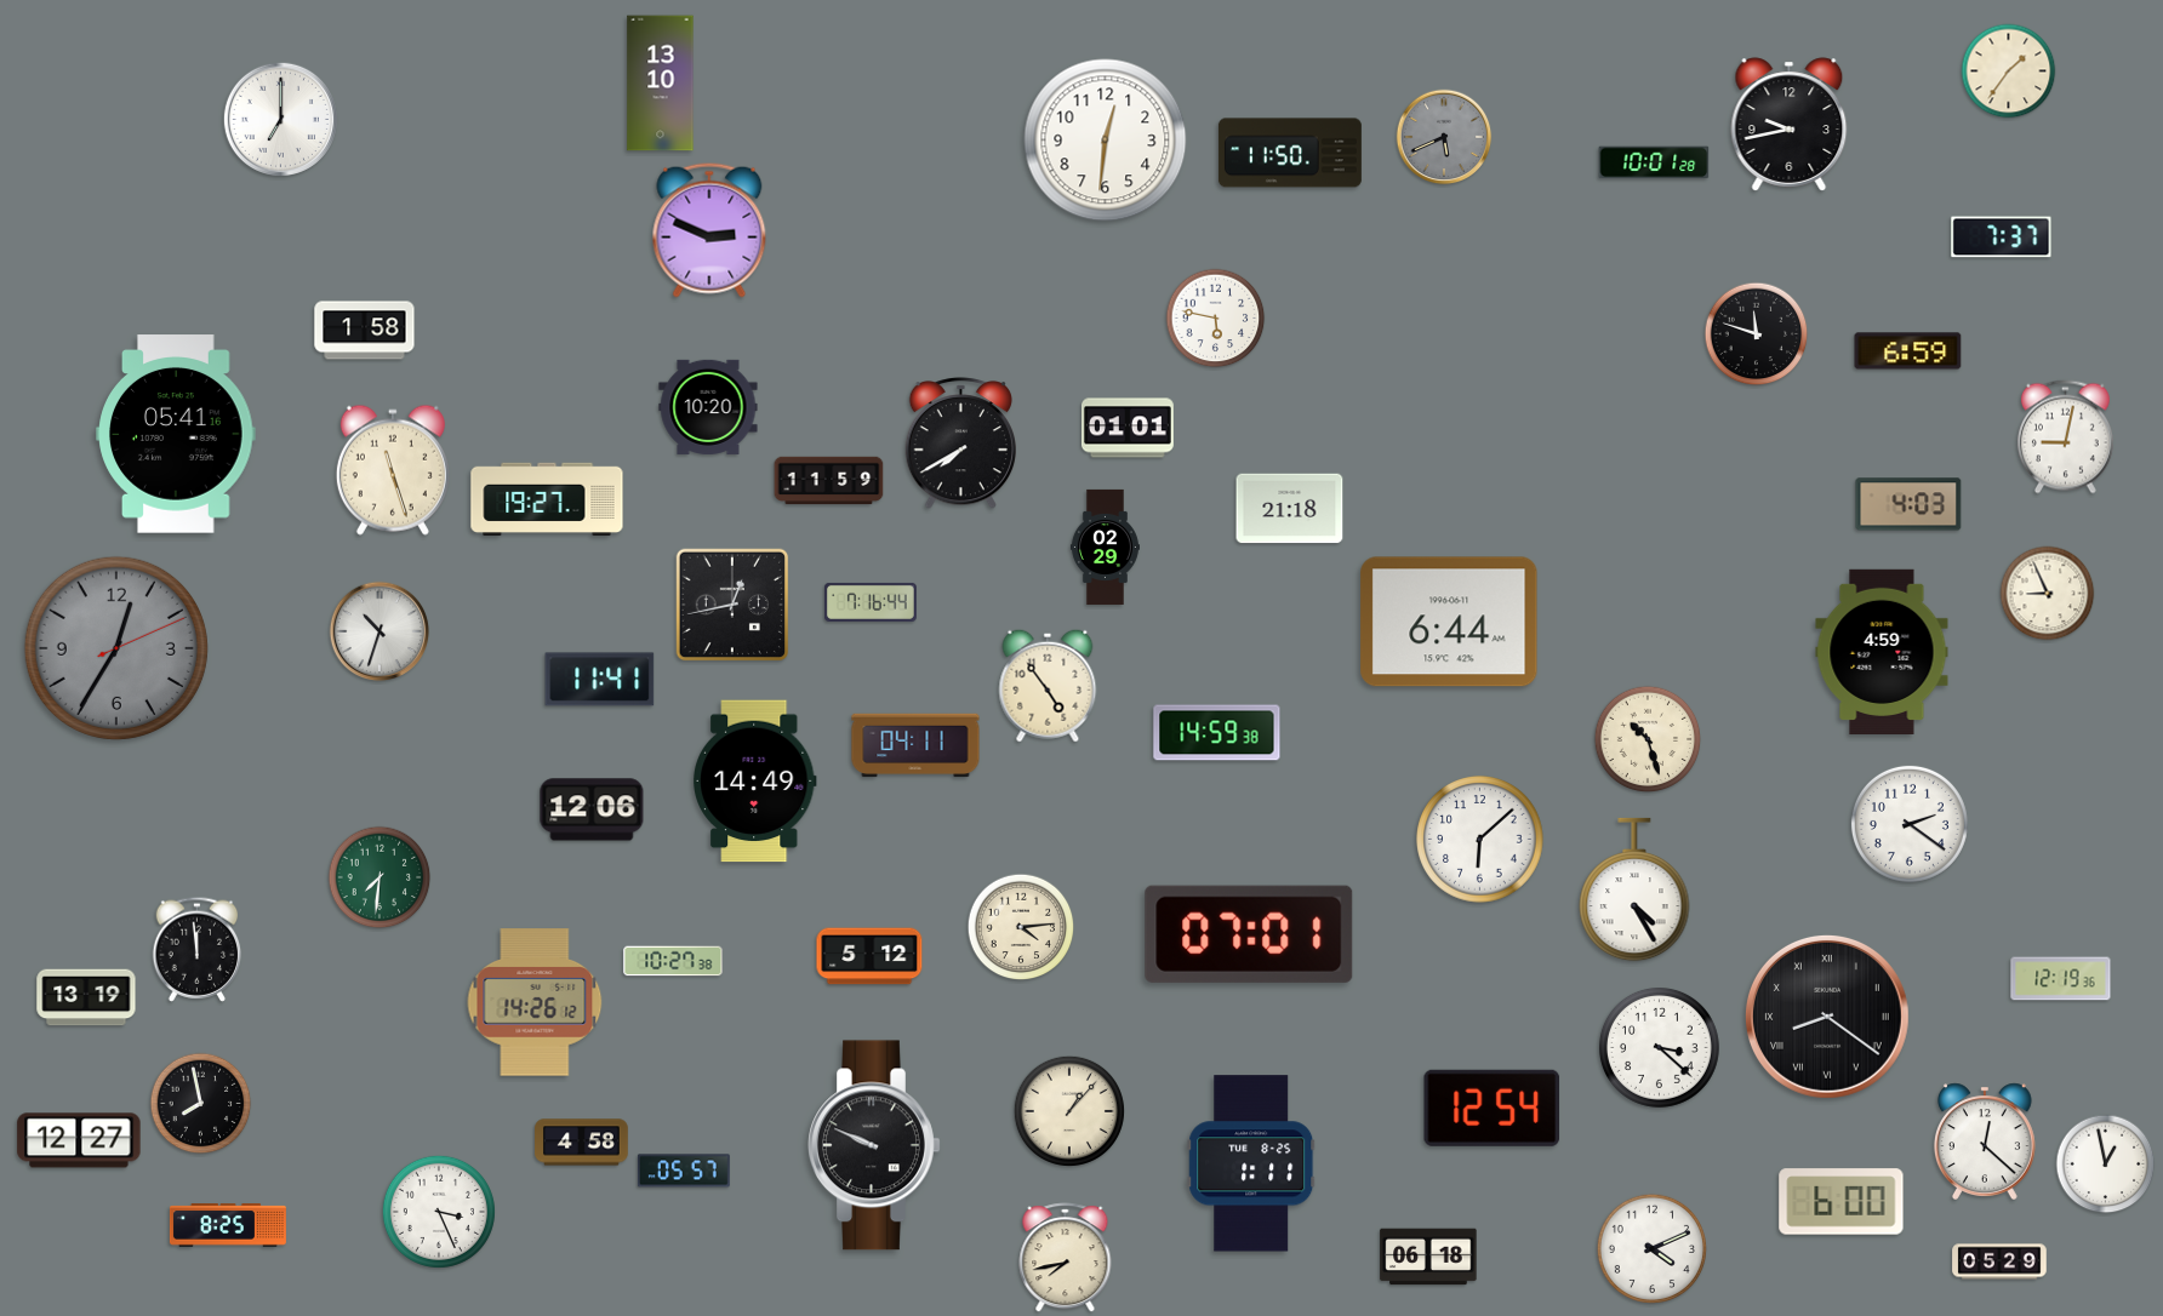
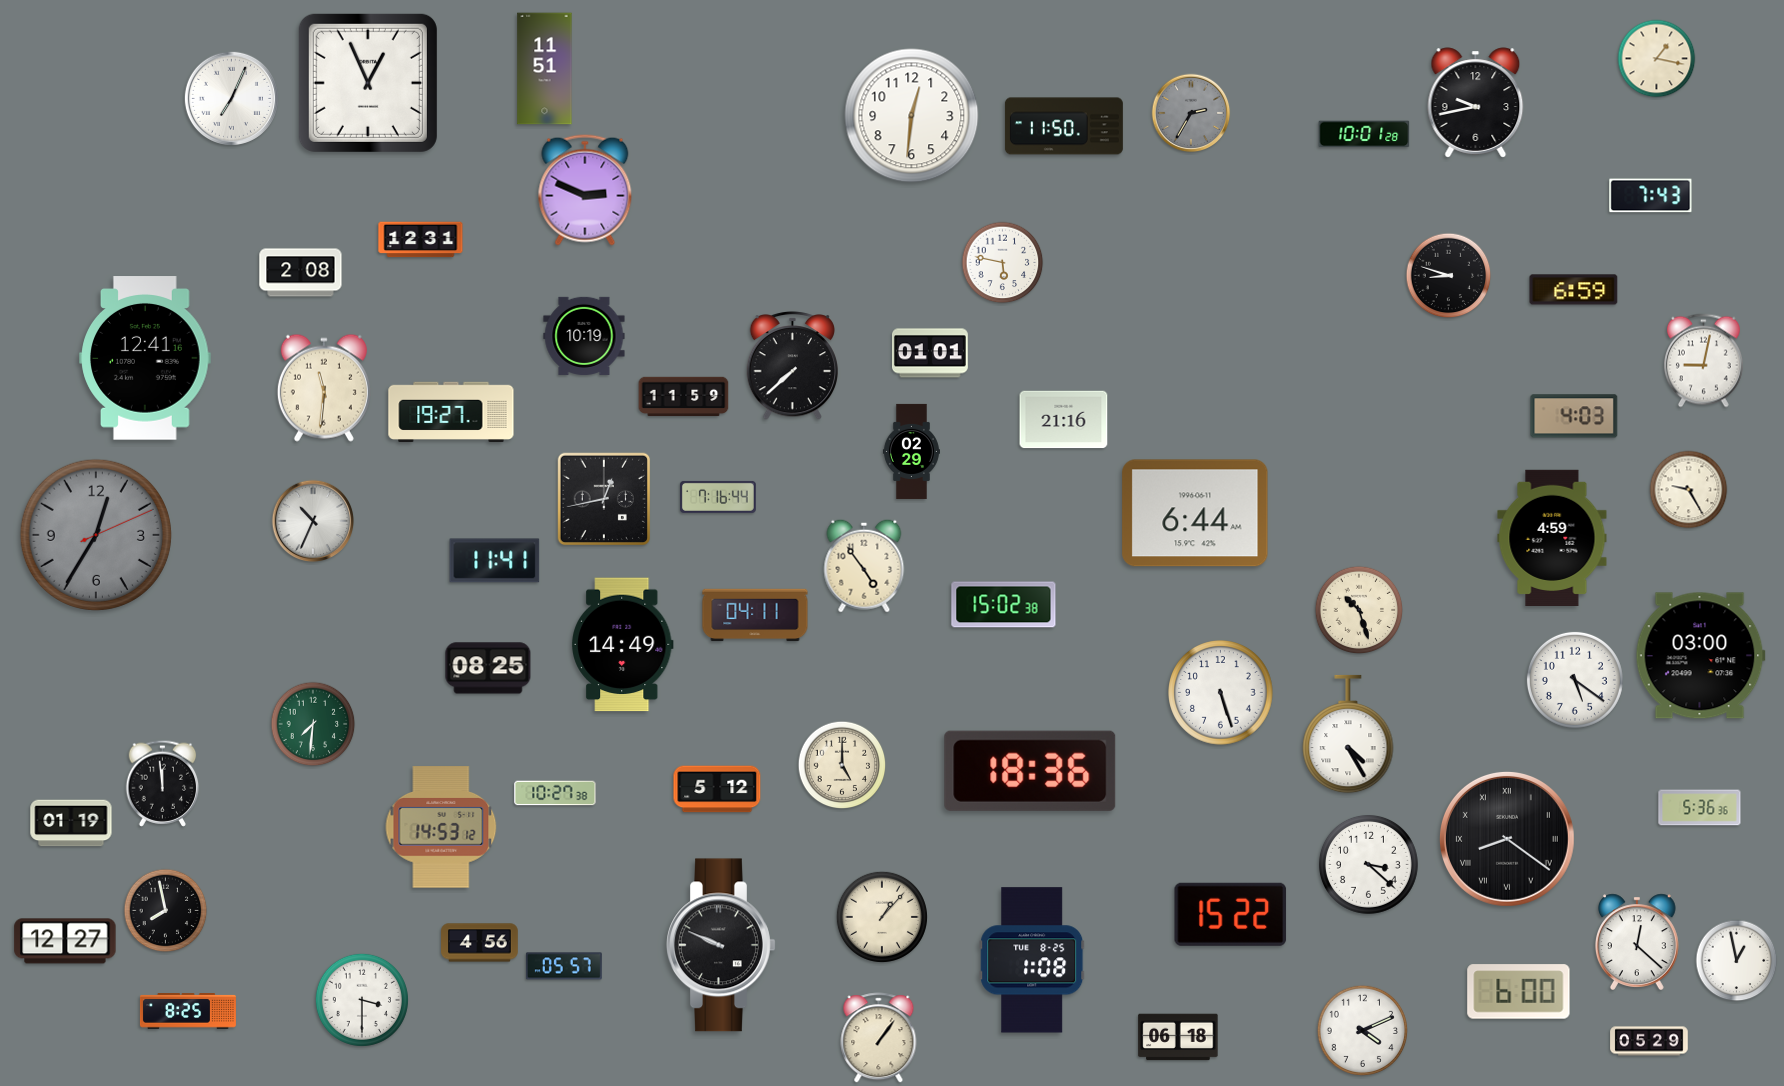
clock at (2009, 71): 1:36 -> 1:17
clock at (661, 84): 13:10 -> 11:51
clock at (368, 83): none -> 12:56
clock at (280, 119): 7:00 -> 7:04
clock at (1444, 137): 5:41 -> 2:35
clock at (2002, 238): 7:37 -> 7:43
clock at (421, 240): none -> 12:31
clock at (365, 331): 1:58 -> 2:08
clock at (1757, 334): 11:48 -> 8:48
clock at (708, 407): 10:20 -> 10:19
clock at (176, 434): 05:41 -> 12:41
clock at (960, 444): 7:40 -> 7:38
clock at (393, 470): 11:27 -> 11:31
clock at (1290, 509): 21:18 -> 21:16
clock at (2048, 594): 8:56 -> 9:25
clock at (379, 631): 10:33 -> 10:34
clock at (1217, 733): 14:59 -> 15:02
clock at (1700, 656): none -> 03:00
clock at (592, 809): 12:06 -> 08:25
clock at (1910, 824): 2:21 -> 5:21
clock at (1480, 840): 6:08 -> 5:27
clock at (1021, 927): 4:14 -> 5:00
clock at (1249, 934): 07:01 -> 18:36
clock at (2061, 979): 12:19 -> 5:36
clock at (86, 997): 13:19 -> 01:19
clock at (535, 1002): 14:26 -> 14:53
clock at (1493, 1108): 12:54 -> 15:22
clock at (582, 1143): 4:58 -> 4:56
clock at (1251, 1163): 1:11 -> 1:08
clock at (439, 1212): 3:26 -> 3:30
clock at (1066, 1258): 7:43 -> 1:06
